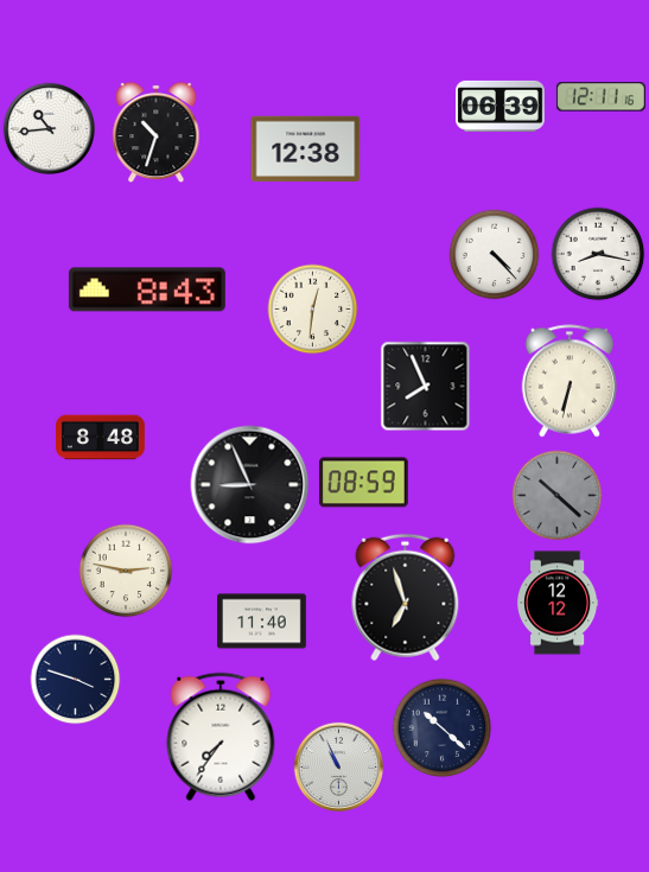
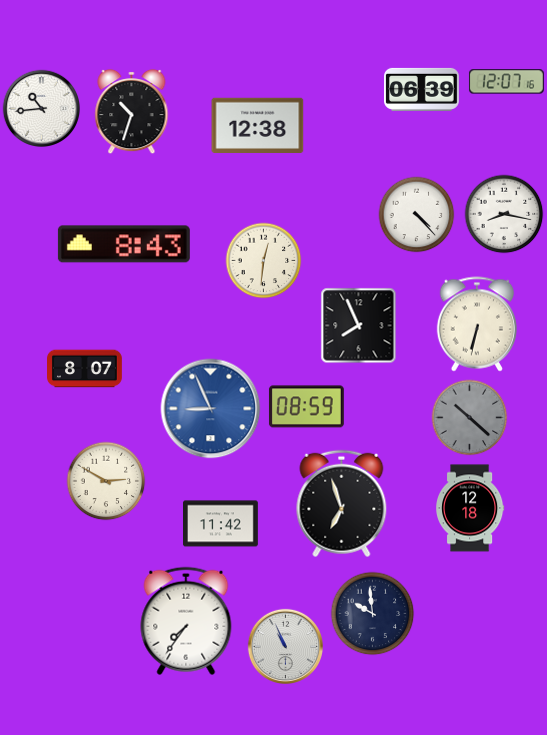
clock at (600, 97): 12:11 -> 12:07
clock at (568, 381) position: (568, 381) -> (476, 324)
clock at (101, 438): 8:48 -> 8:07
clock at (250, 485) dial: black -> blue
clock at (126, 571): 2:47 -> 2:50
clock at (559, 603): 12:12 -> 12:18
clock at (262, 622): 11:40 -> 11:42
clock at (76, 680): 3:48 -> none
clock at (443, 728): 10:22 -> 9:59
